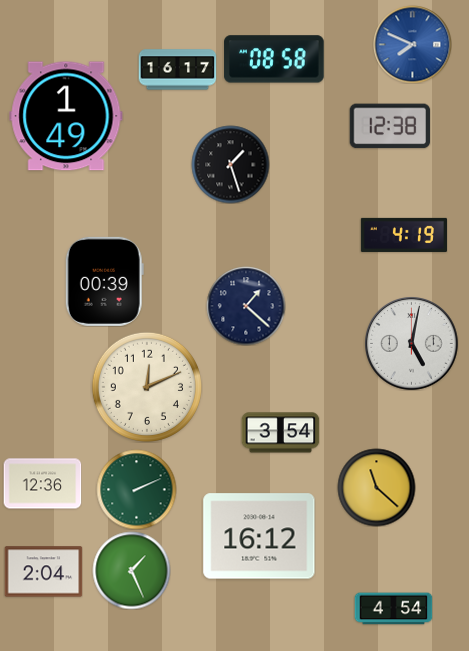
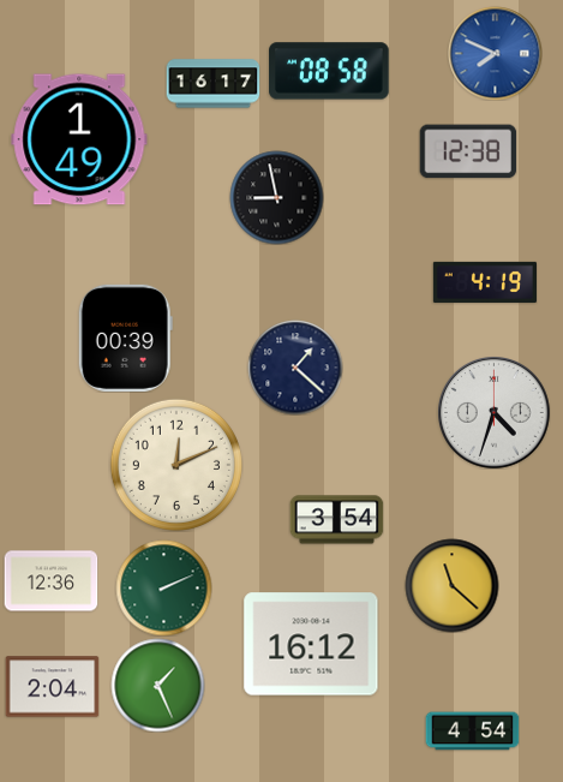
clock at (230, 164): 1:27 -> 8:58
clock at (412, 344): 5:02 -> 4:33
